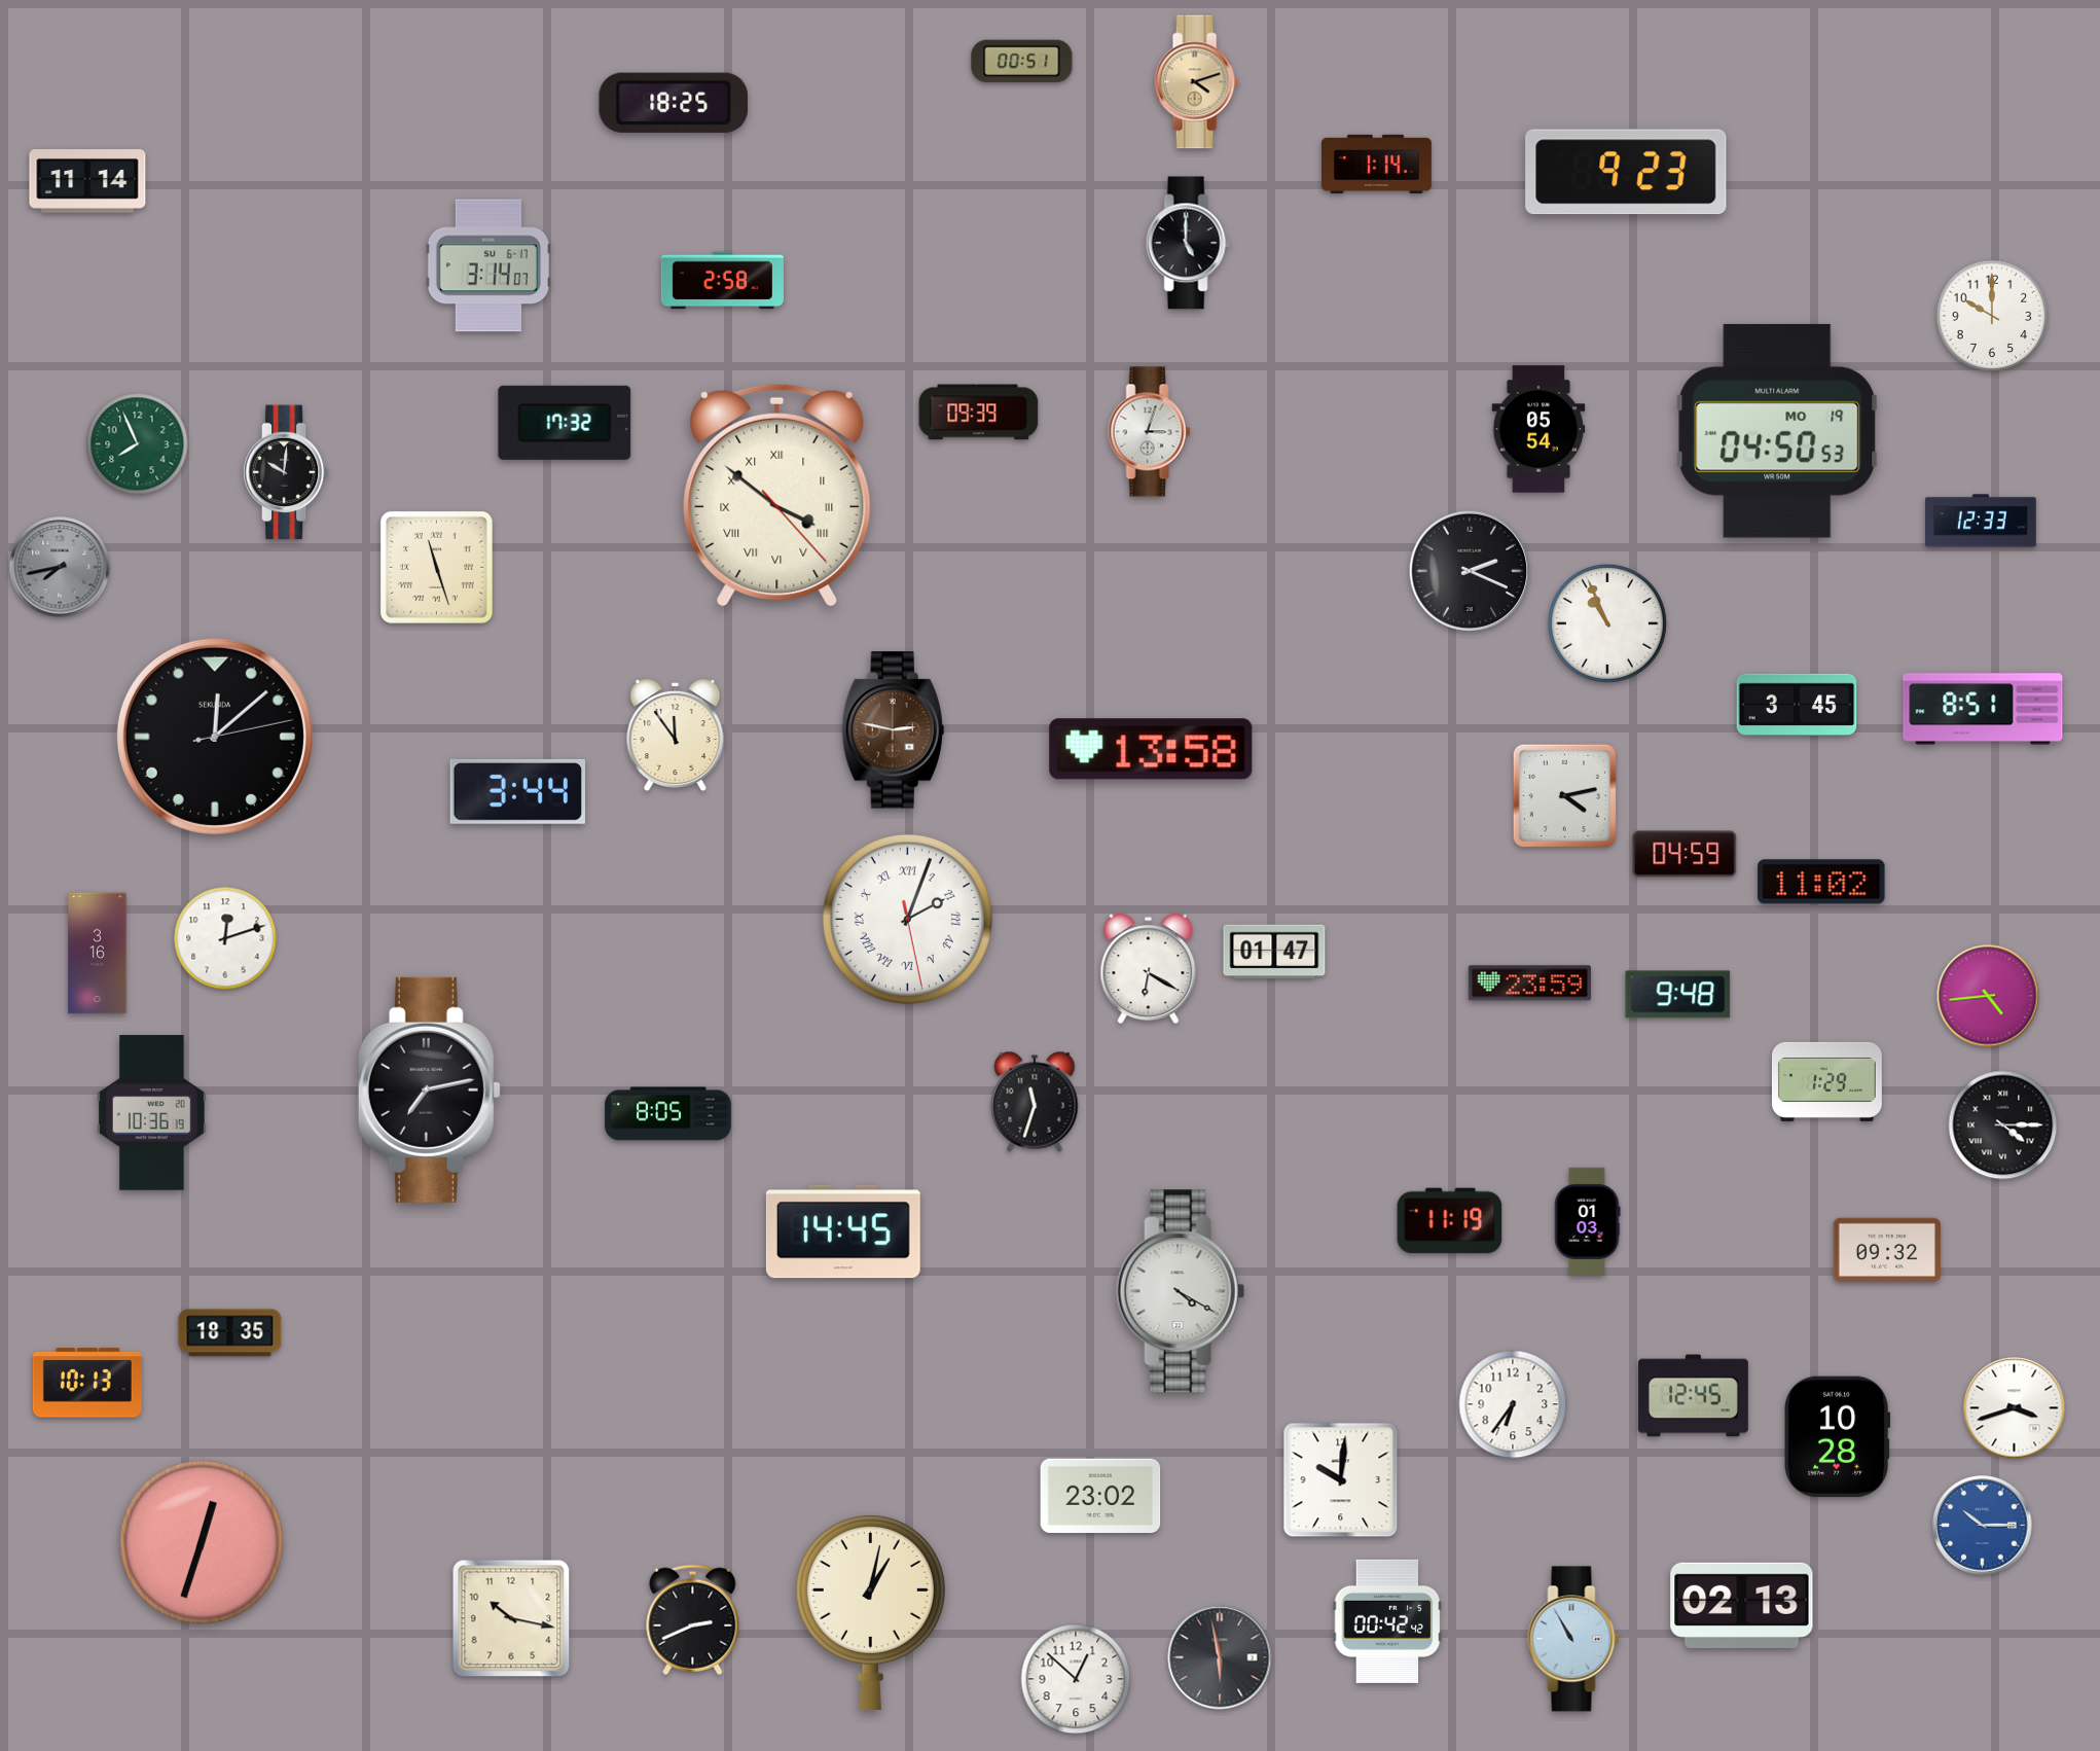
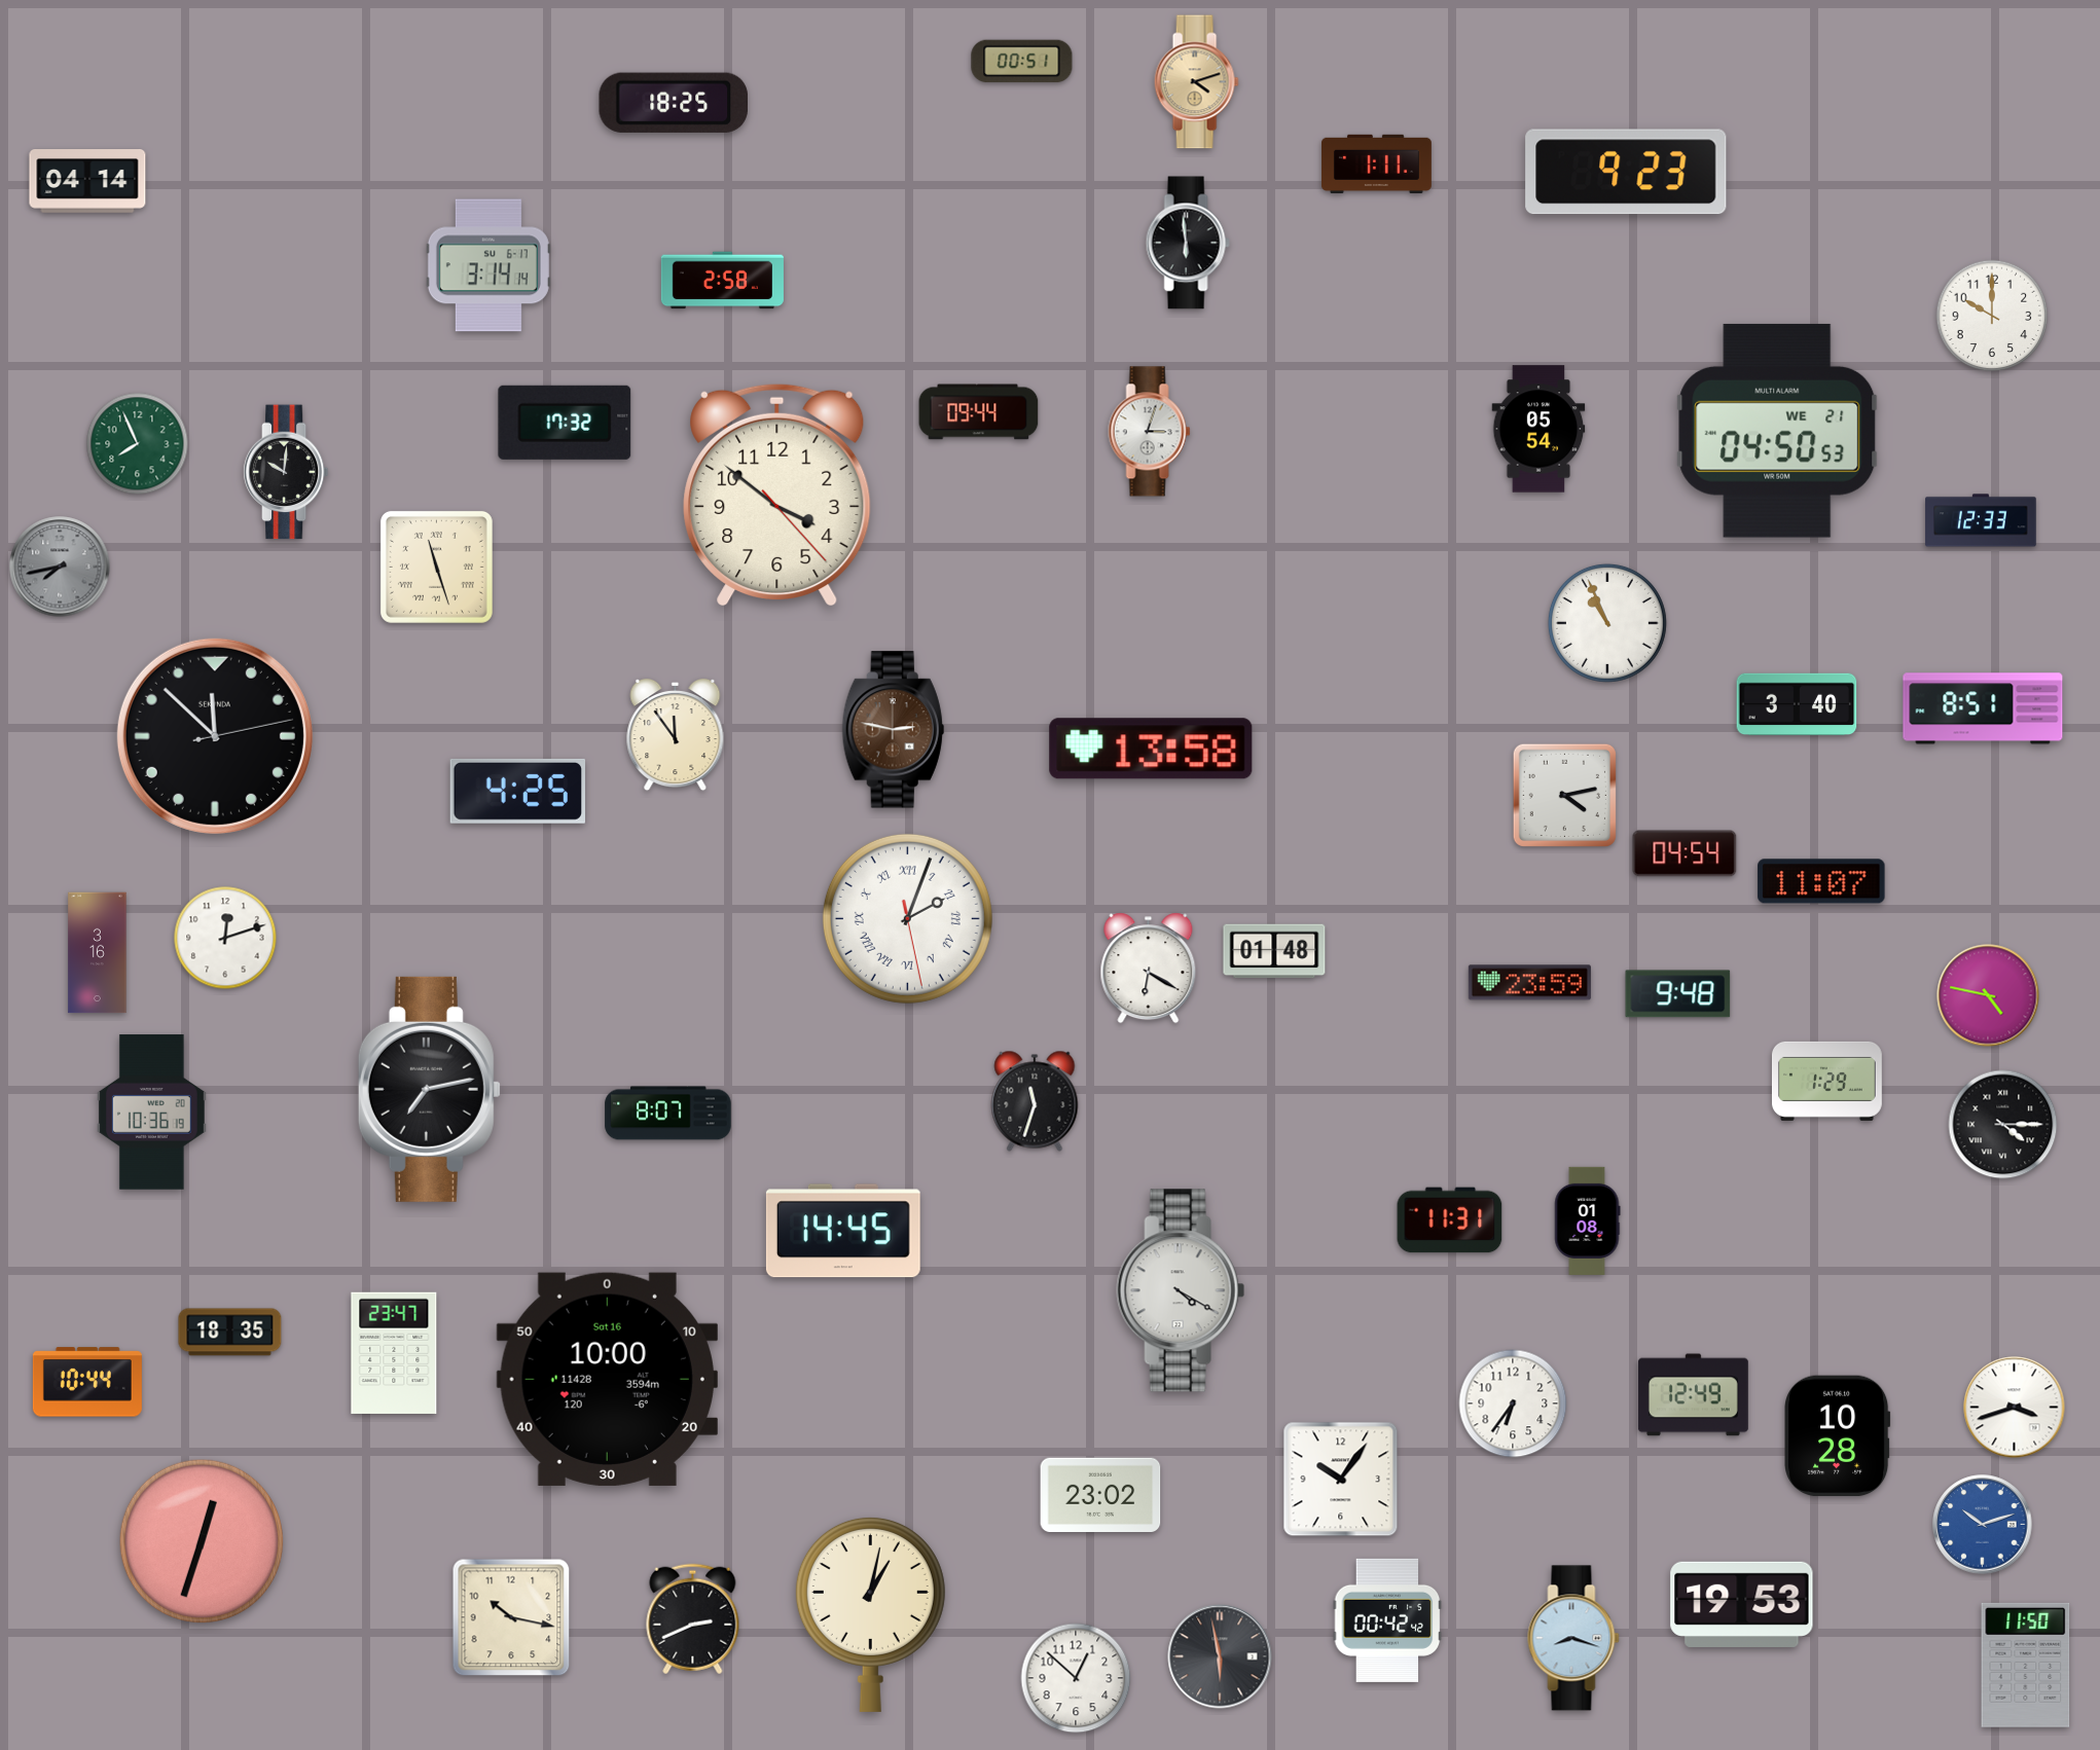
clock at (1376, 164): 1:14 -> 1:11
clock at (87, 182): 11:14 -> 04:14
clock at (1188, 243): 5:00 -> 5:59
clock at (488, 265): 3:14:07 -> 3:14:14
clock at (979, 413): 09:39 -> 09:44
clock at (1777, 431) date: MO 19 -> WE 21
clock at (777, 495) numerals: Roman -> Arabic
clock at (1470, 571): 2:19 -> none
clock at (1797, 704): 3:45 -> 3:40
clock at (215, 737): 12:08 -> 11:52
clock at (518, 791): 3:44 -> 4:25
clock at (1685, 854): 04:59 -> 04:54
clock at (1821, 882): 11:02 -> 11:07
clock at (1274, 952): 01:47 -> 01:48
clock at (1988, 996): 4:44 -> 4:47
clock at (668, 1114): 8:05 -> 8:07
clock at (1450, 1221): 11:19 -> 11:31
clock at (1588, 1221): 01:03 -> 01:08
clock at (1886, 1249): 09:32 -> none
clock at (394, 1353): none -> 23:47
clock at (607, 1379): none -> 10:00
clock at (87, 1383): 10:13 -> 10:44
clock at (1693, 1396): 12:45 -> 12:49
clock at (1341, 1480): 10:01 -> 10:06
clock at (1983, 1526): 10:15 -> 10:12
clock at (1742, 1605): 02:13 -> 19:53
clock at (870, 1612) position: (870, 1612) -> (870, 1614)
clock at (1573, 1639): 10:55 -> 8:18
clock at (2026, 1665): none -> 11:50
